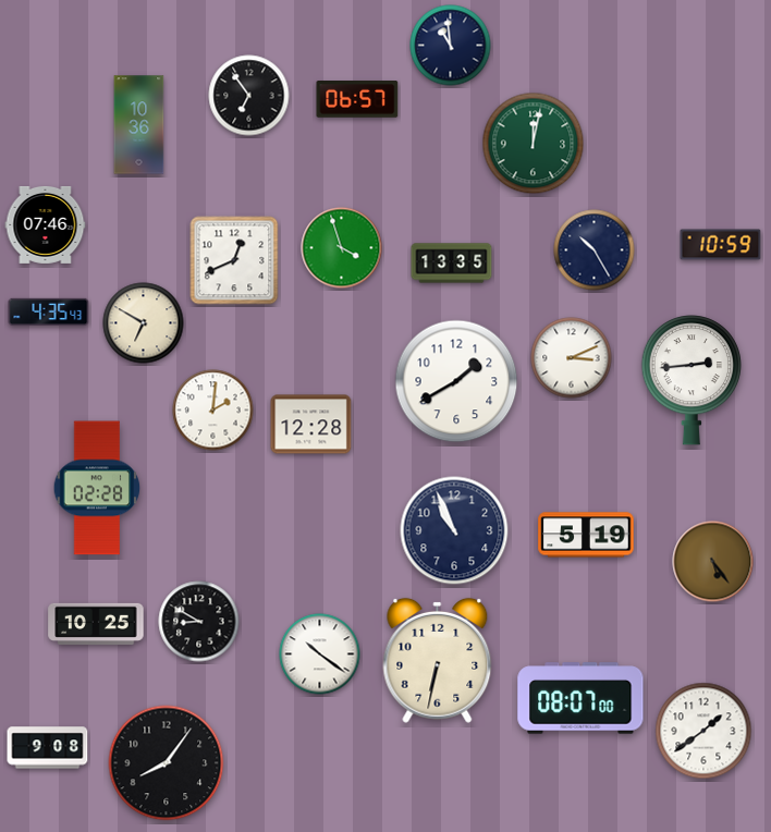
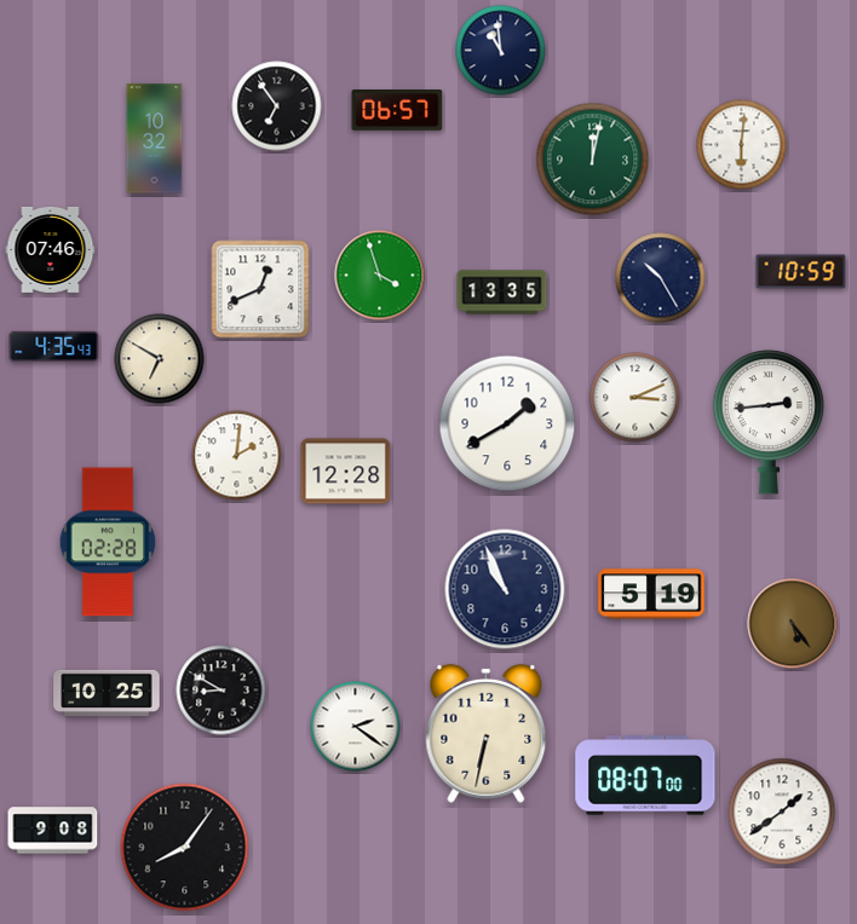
clock at (139, 125): 10:36 -> 10:32
clock at (742, 145): none -> 6:01
clock at (320, 654): 10:21 -> 2:21
